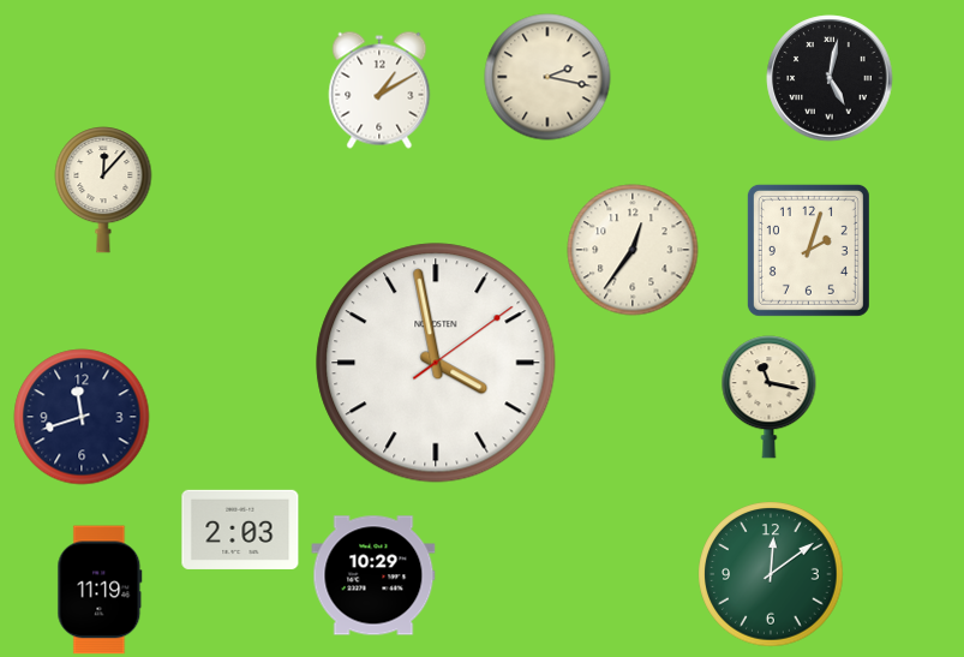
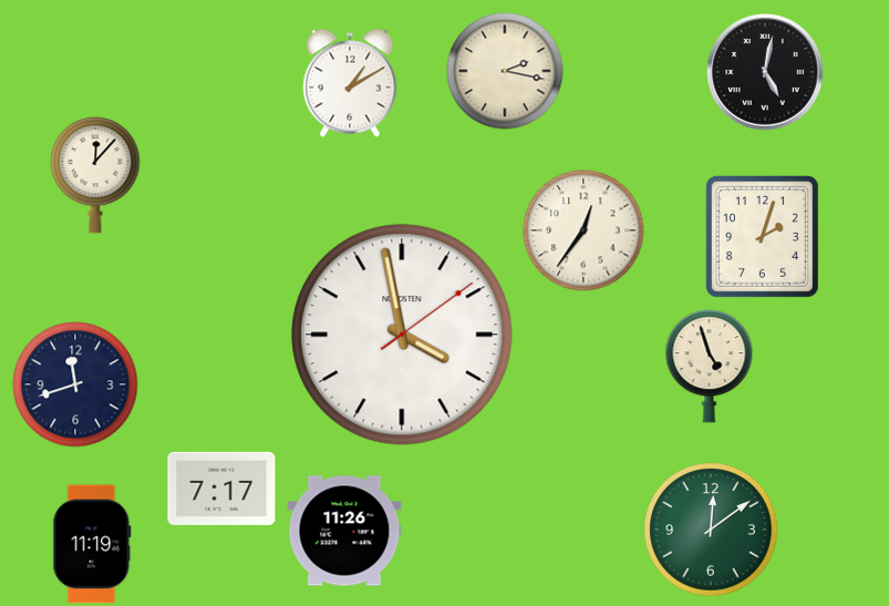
clock at (808, 250) position: (808, 250) -> (762, 236)
clock at (770, 398): 11:17 -> 4:57
clock at (240, 530): 2:03 -> 7:17
clock at (373, 575): 10:29 -> 11:26
